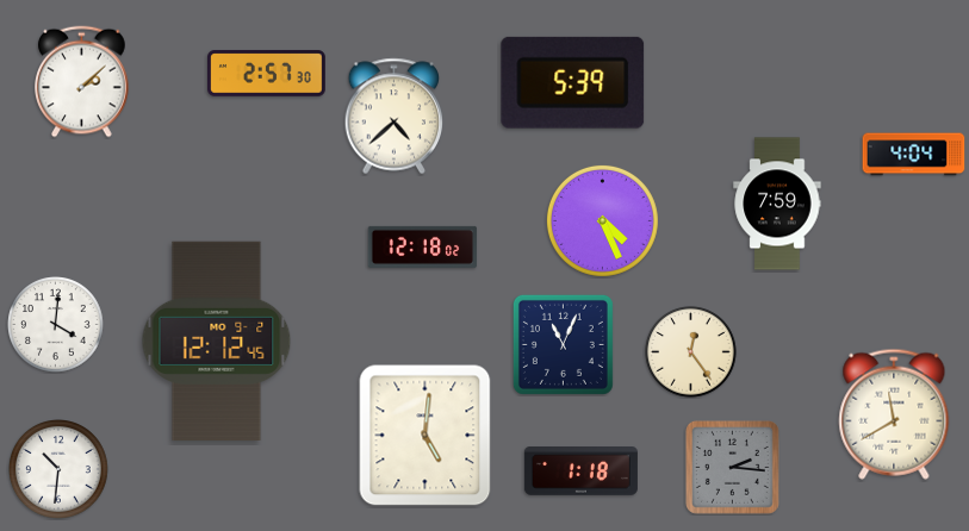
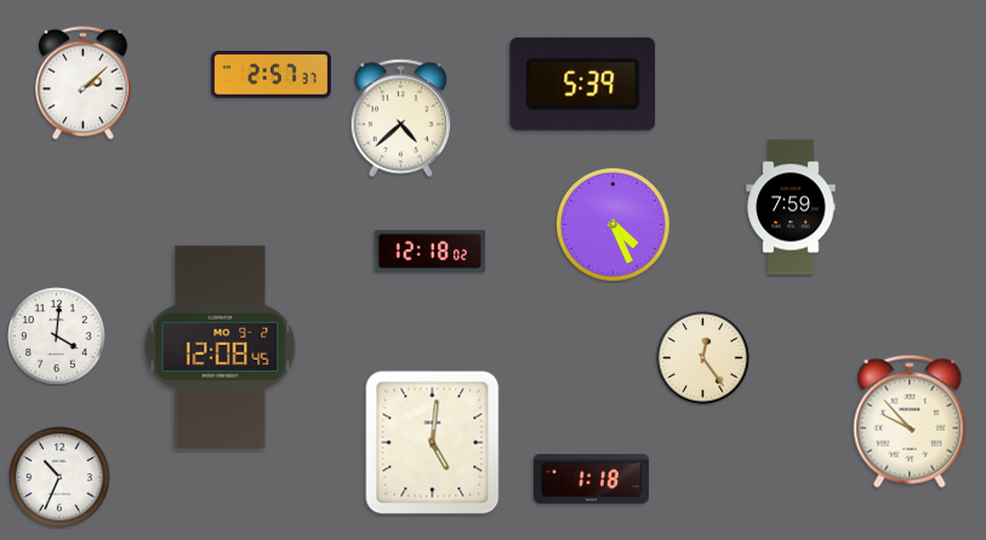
clock at (267, 74): 2:57:30 -> 2:57:37
clock at (914, 155): 4:04 -> none
clock at (56, 325) position: (56, 325) -> (57, 337)
clock at (217, 341): 12:12 -> 12:08
clock at (563, 344): 11:04 -> none
clock at (894, 414): 11:40 -> 9:53
clock at (732, 467): 2:16 -> none
clock at (60, 470): 10:31 -> 10:34
